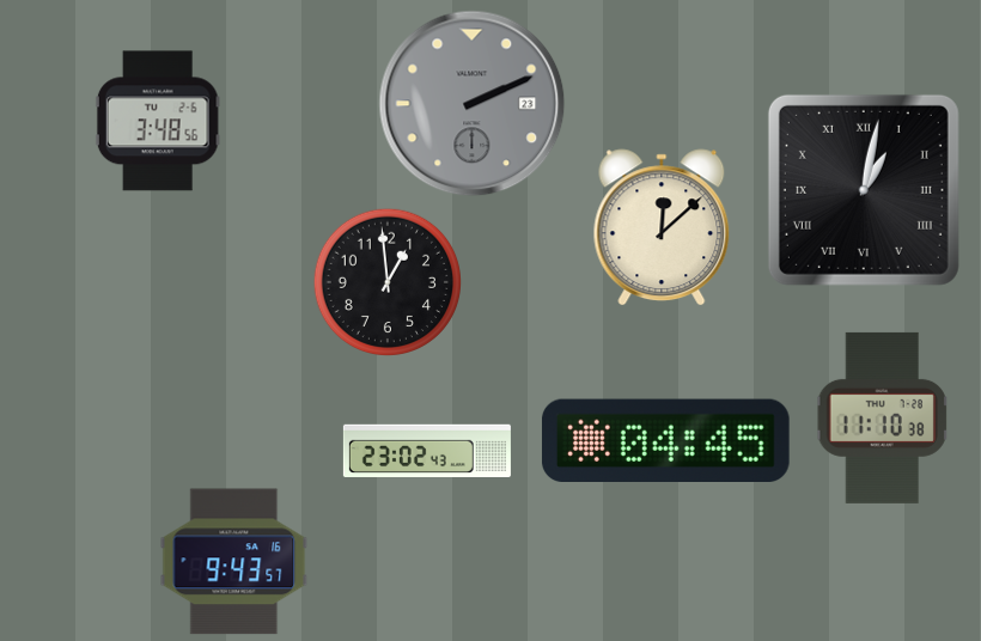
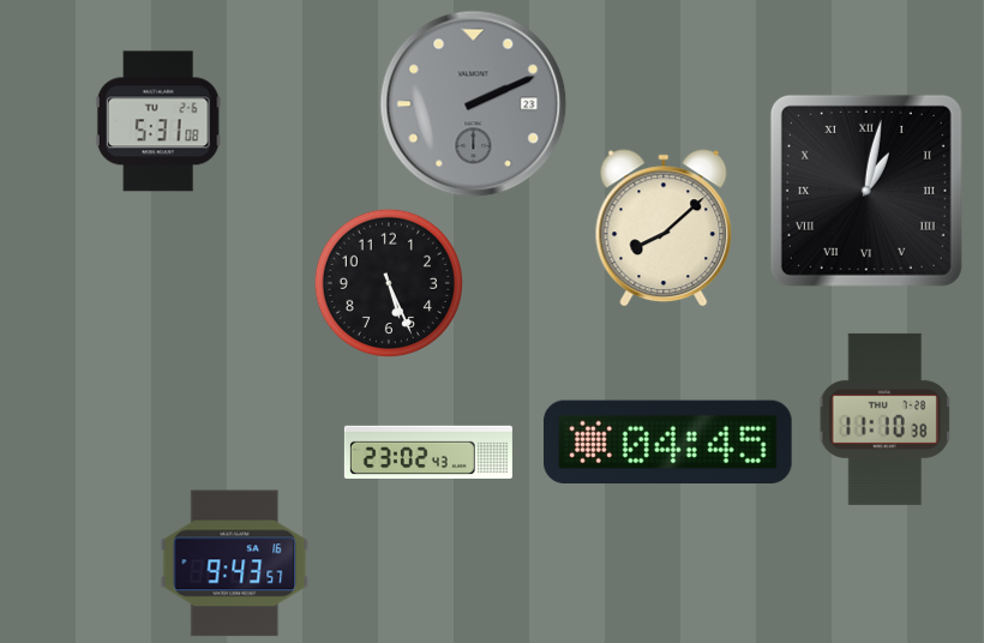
clock at (158, 121): 3:48 -> 5:31
clock at (662, 227): 12:08 -> 8:08
clock at (386, 281): 12:59 -> 5:26
